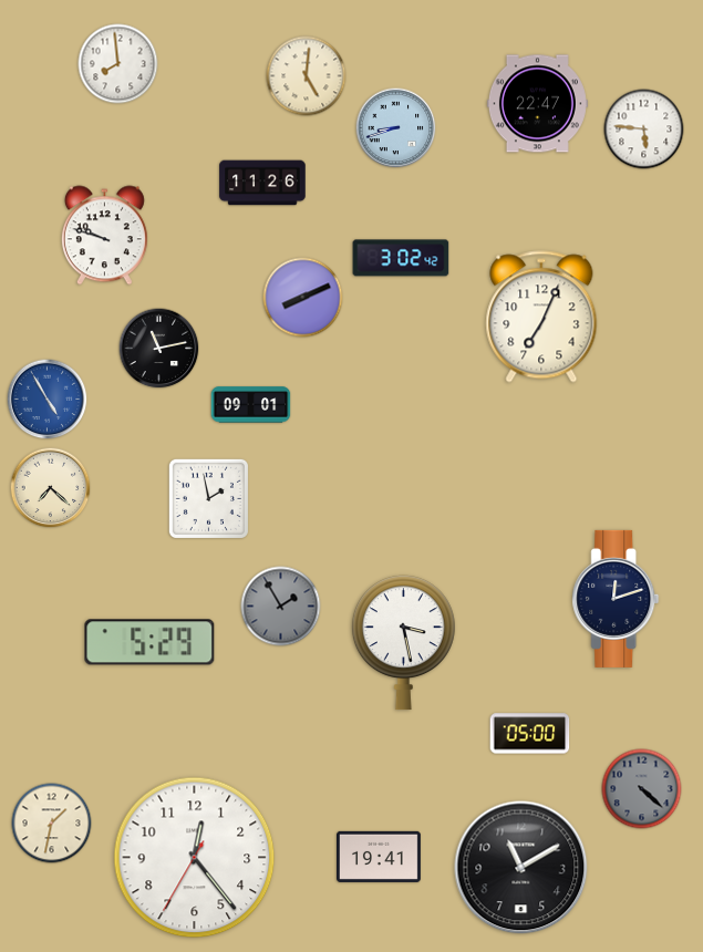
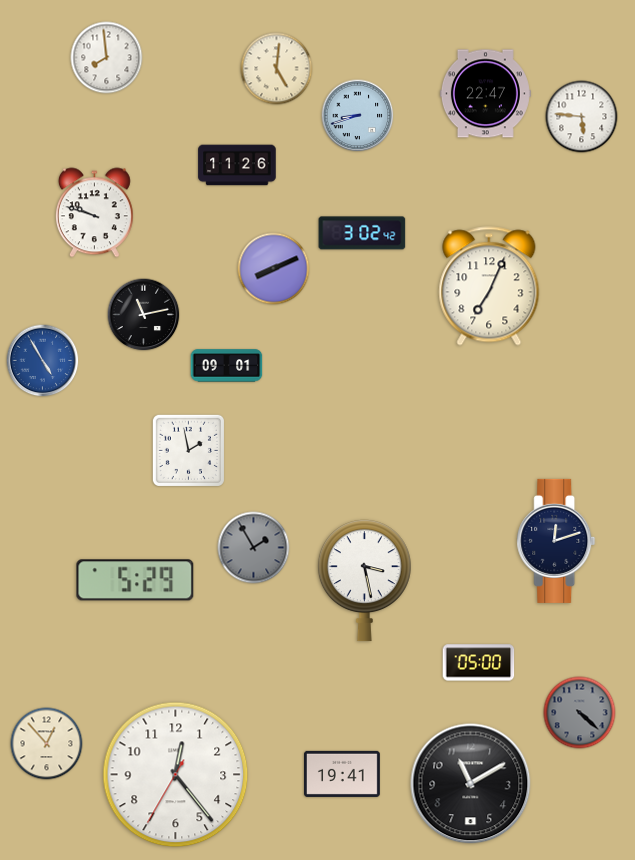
clock at (51, 488): 7:22 -> none
clock at (52, 824): 1:32 -> 12:53
